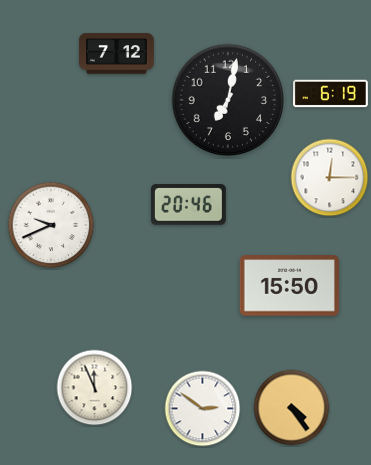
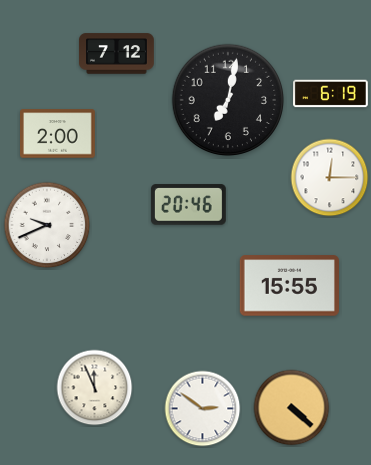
clock at (58, 134): none -> 2:00
clock at (51, 225) position: (51, 225) -> (47, 225)
clock at (289, 286): 15:50 -> 15:55
clock at (292, 408): 4:24 -> 4:22
